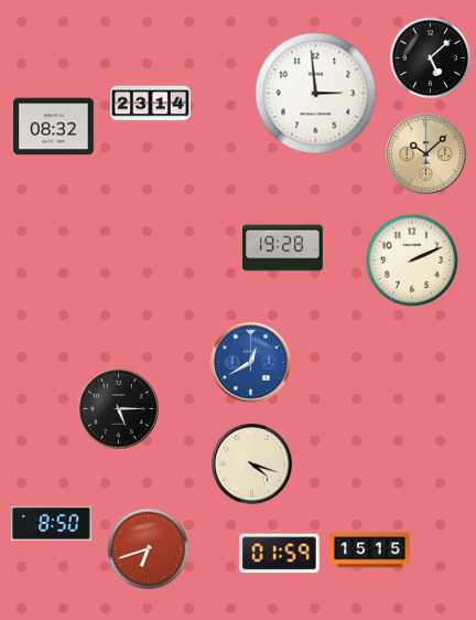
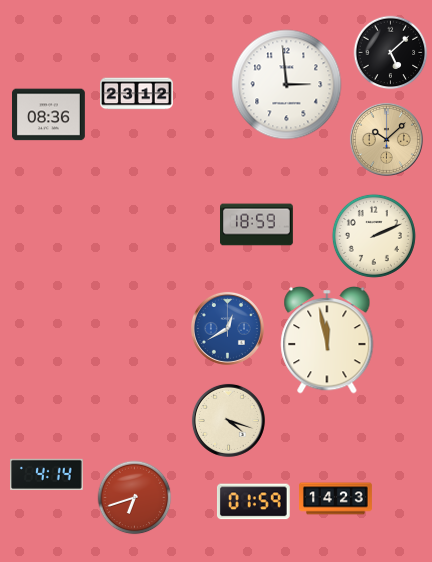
clock at (151, 104): 23:14 -> 23:12
clock at (54, 127): 08:32 -> 08:36
clock at (283, 248): 19:28 -> 18:59
clock at (327, 340): none -> 11:58
clock at (118, 408): 5:15 -> none
clock at (52, 523): 8:50 -> 4:14
clock at (370, 550): 15:15 -> 14:23
